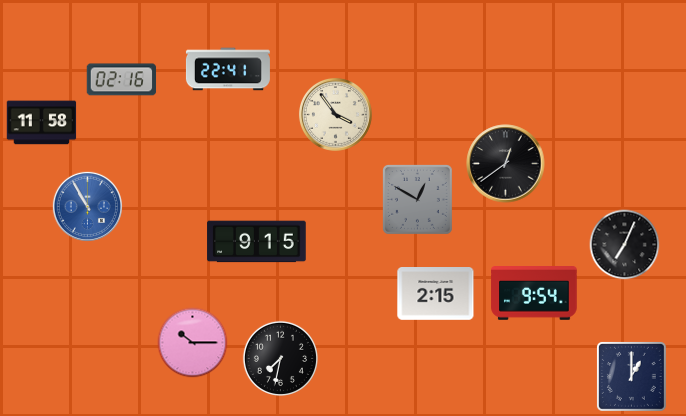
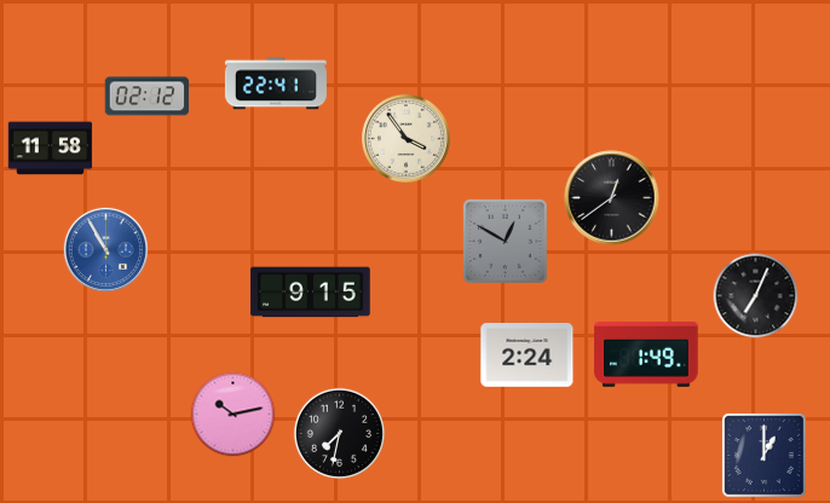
clock at (122, 80): 02:16 -> 02:12
clock at (436, 294): 2:15 -> 2:24
clock at (534, 294): 9:54 -> 1:49
clock at (193, 343): 10:15 -> 10:13
